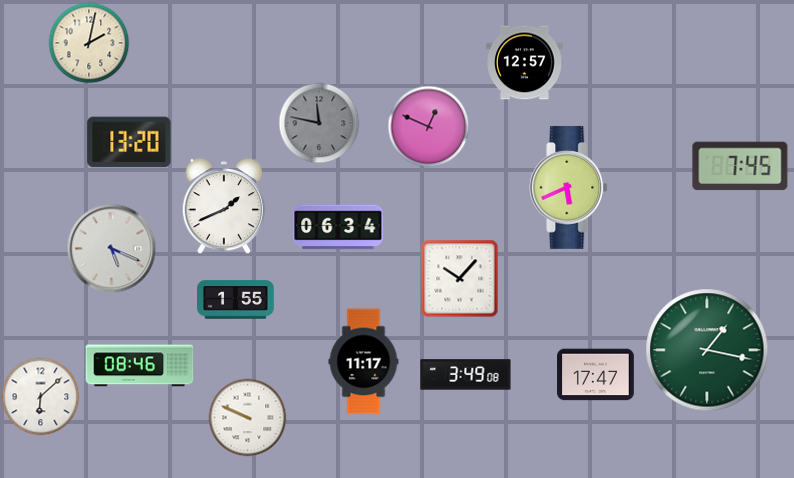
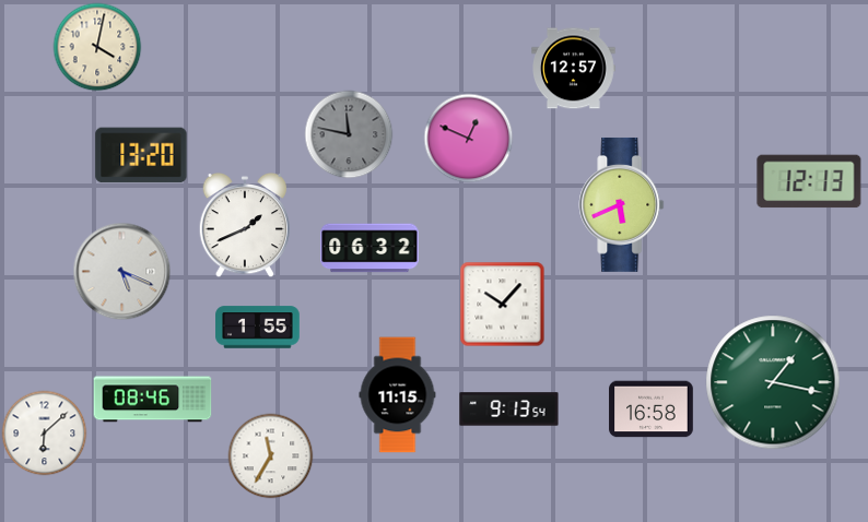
clock at (89, 43): 2:02 -> 4:02
clock at (740, 166): 7:45 -> 12:13
clock at (338, 227): 06:34 -> 06:32
clock at (364, 362): 11:17 -> 11:15
clock at (466, 375): 3:49 -> 9:13
clock at (596, 375): 17:47 -> 16:58
clock at (247, 417): 9:49 -> 11:35
